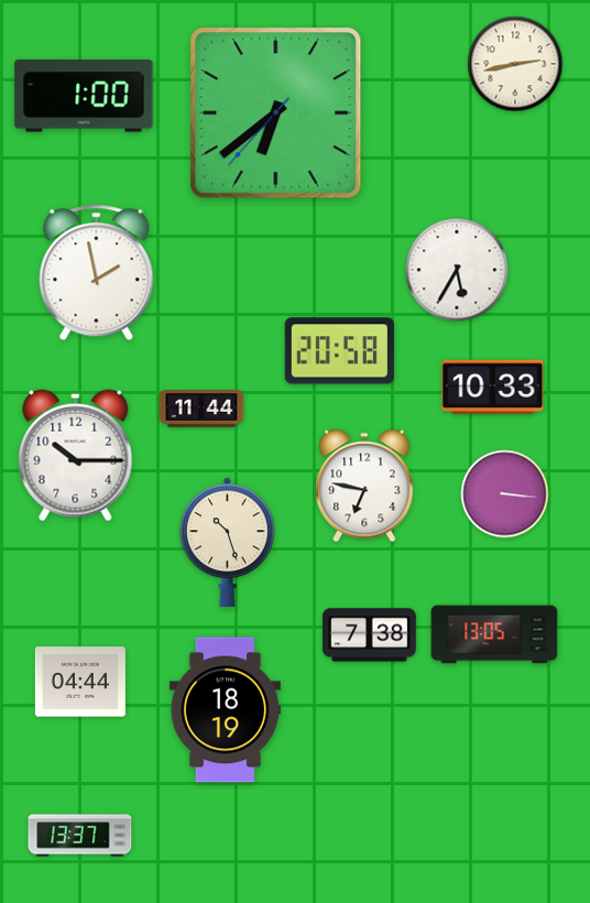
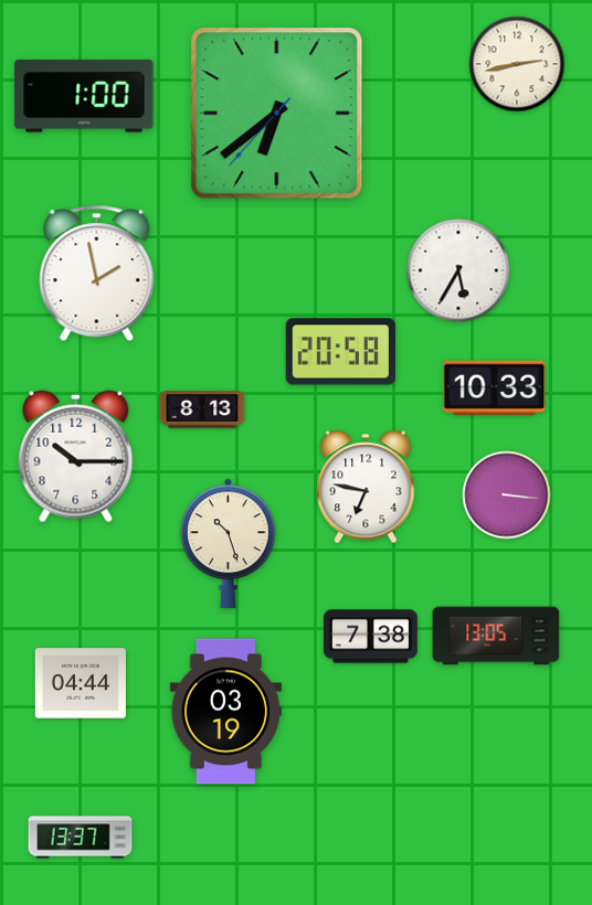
clock at (201, 409): 11:44 -> 8:13
clock at (225, 710): 18:19 -> 03:19
